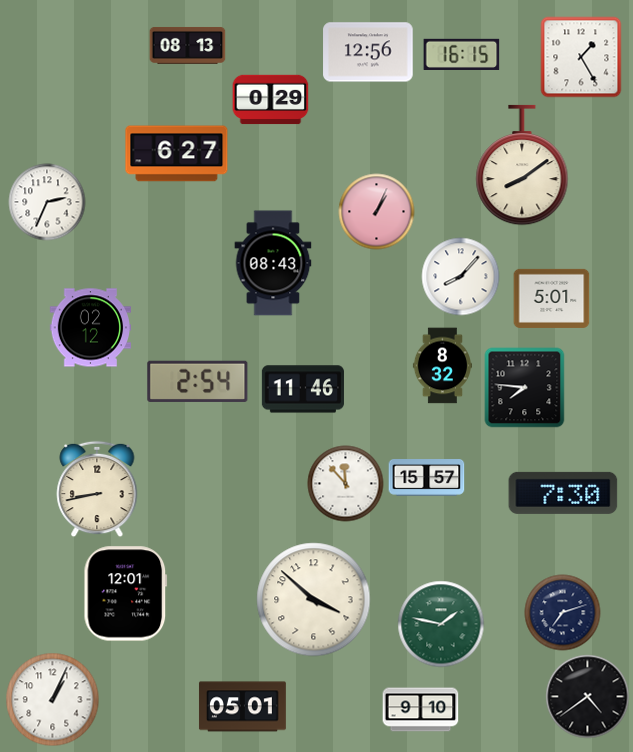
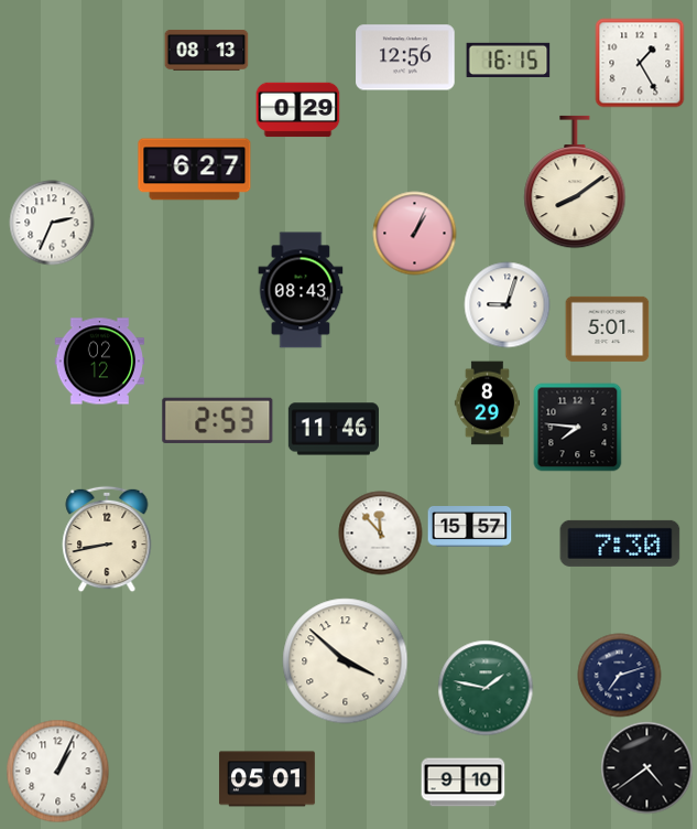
clock at (461, 277): 8:07 -> 9:03
clock at (442, 366): 8:32 -> 8:29
clock at (198, 381): 2:54 -> 2:53
clock at (126, 594): 12:01 -> none
